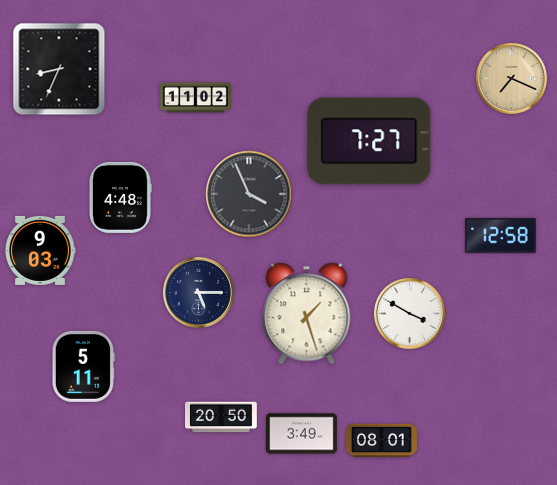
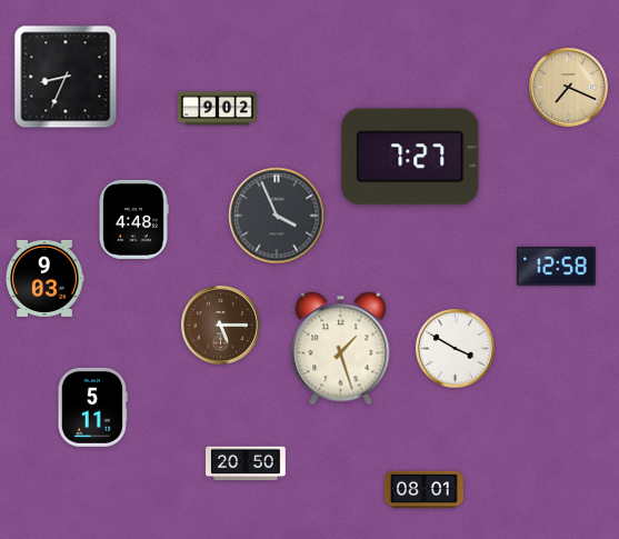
clock at (196, 98): 11:02 -> 9:02
clock at (500, 235) position: (500, 235) -> (556, 266)
clock at (198, 292) dial: navy -> brown
clock at (301, 434): 3:49 -> none
